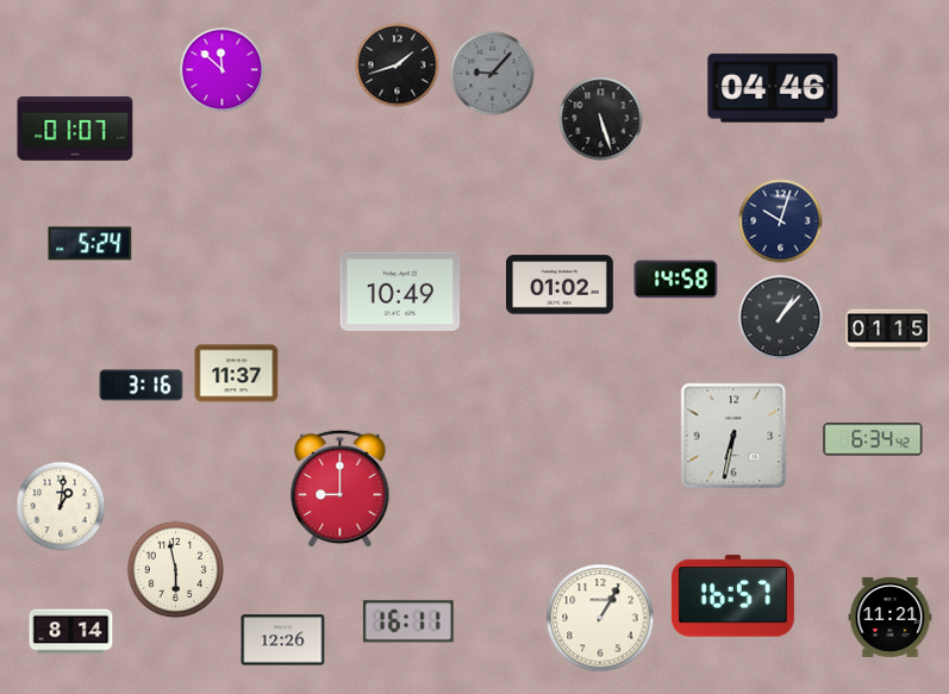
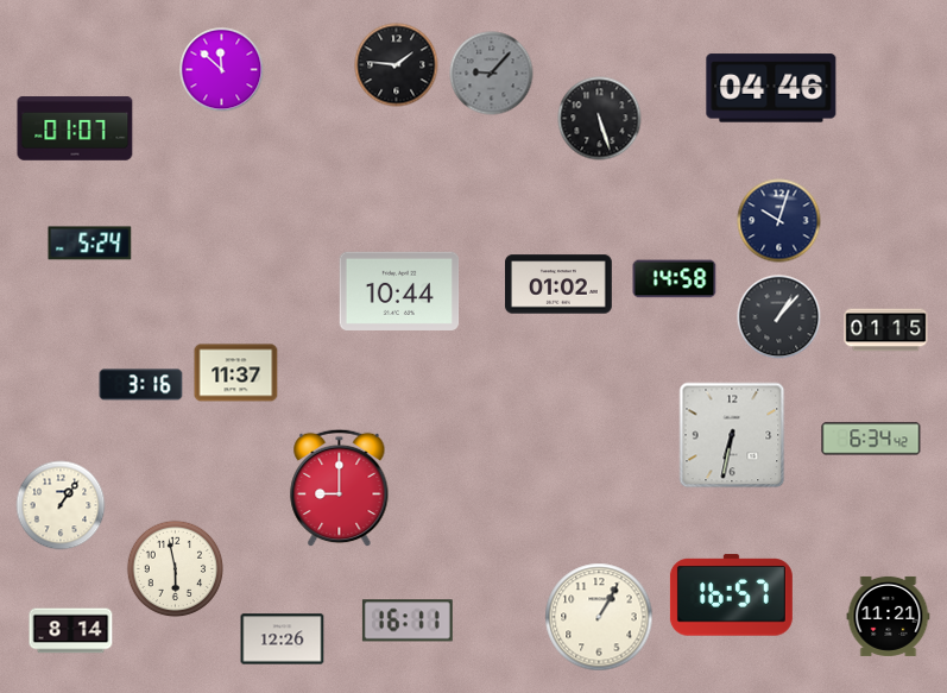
clock at (398, 65): 1:42 -> 1:46
clock at (400, 292): 10:49 -> 10:44
clock at (61, 506): 1:01 -> 1:06
